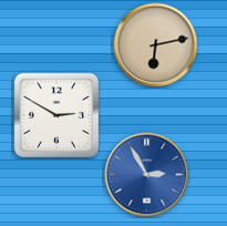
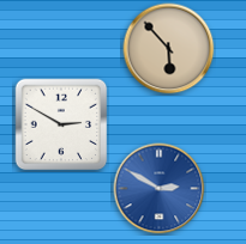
clock at (156, 45): 6:13 -> 5:53
clock at (147, 175): 2:55 -> 2:50
